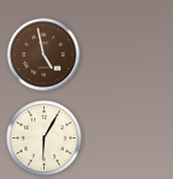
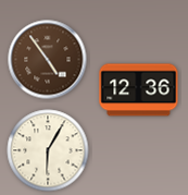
clock at (44, 55): 4:58 -> 4:54
clock at (139, 90): none -> 12:36
